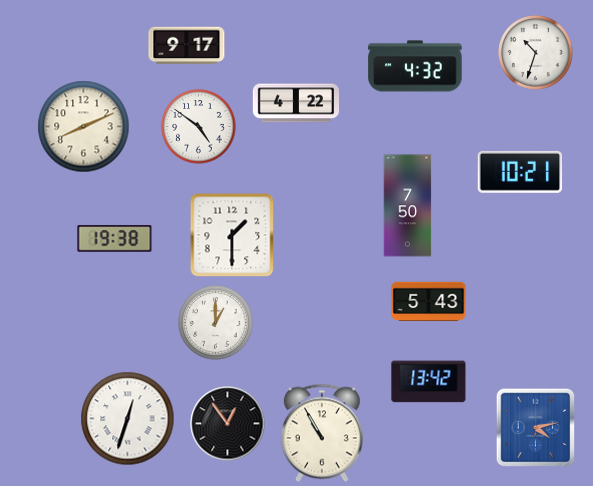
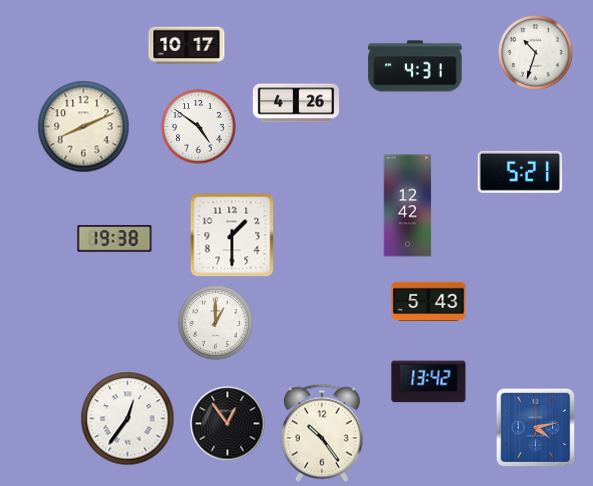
clock at (187, 46): 9:17 -> 10:17
clock at (415, 66): 4:32 -> 4:31
clock at (295, 103): 4:22 -> 4:26
clock at (520, 172): 10:21 -> 5:21
clock at (408, 206): 7:50 -> 12:42
clock at (128, 419): 12:33 -> 12:36
clock at (322, 433): 10:55 -> 10:24
